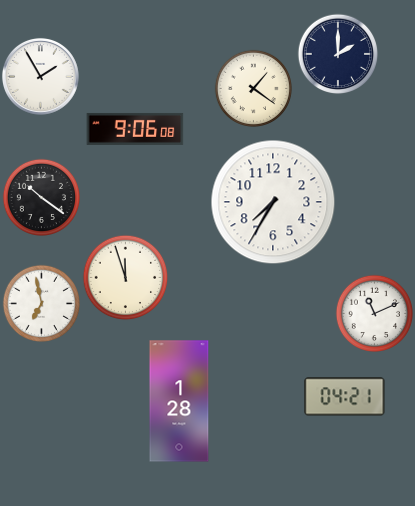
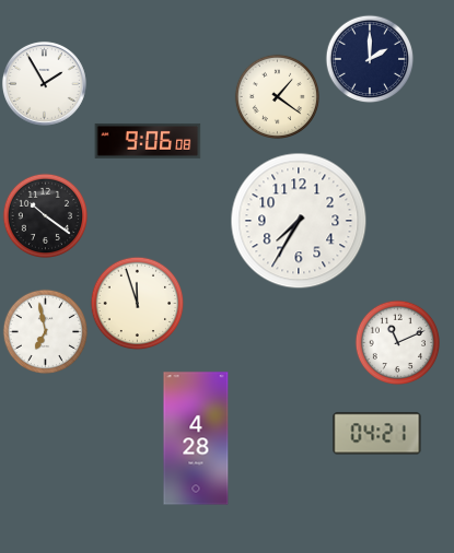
clock at (374, 313) position: (374, 313) -> (397, 342)
clock at (179, 401): 1:28 -> 4:28
